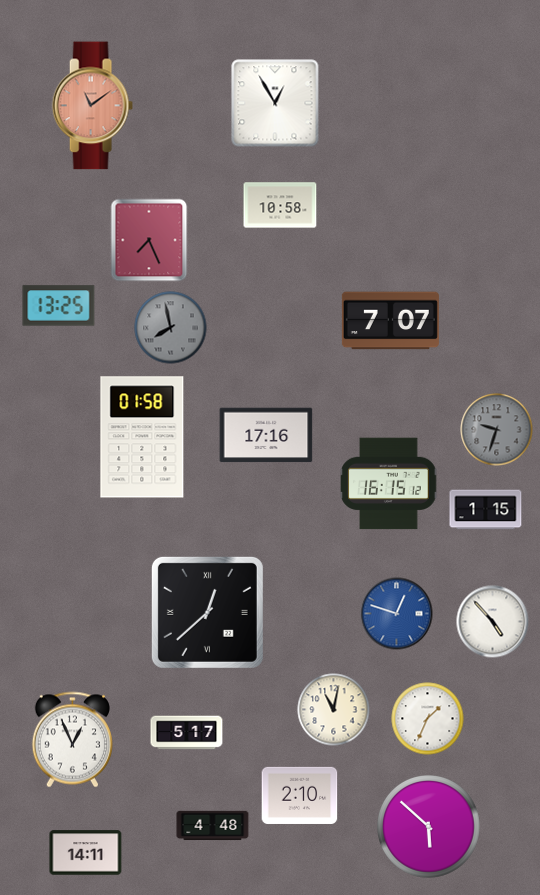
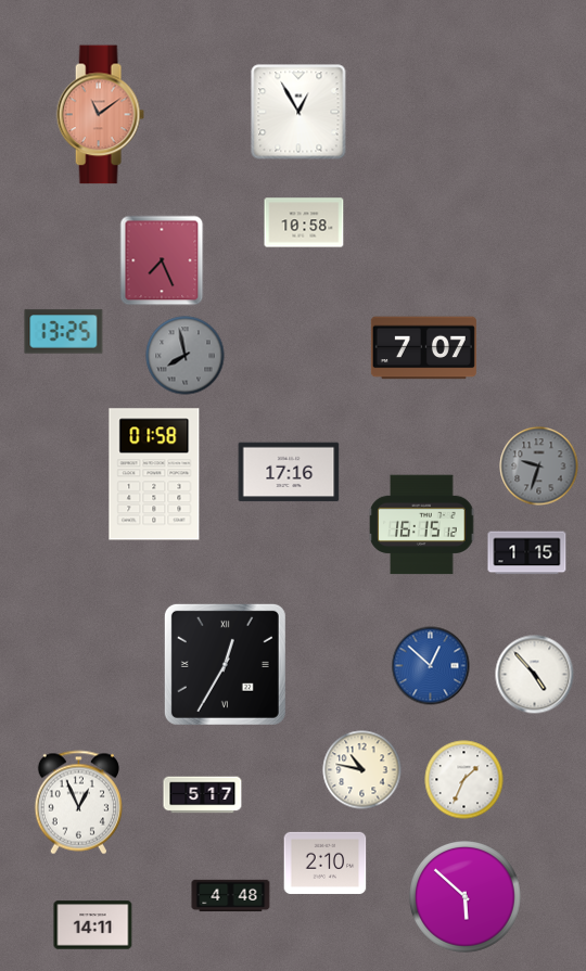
clock at (207, 612): 12:38 -> 12:35
clock at (397, 614): 12:48 -> 12:52
clock at (334, 710): 11:02 -> 10:47
